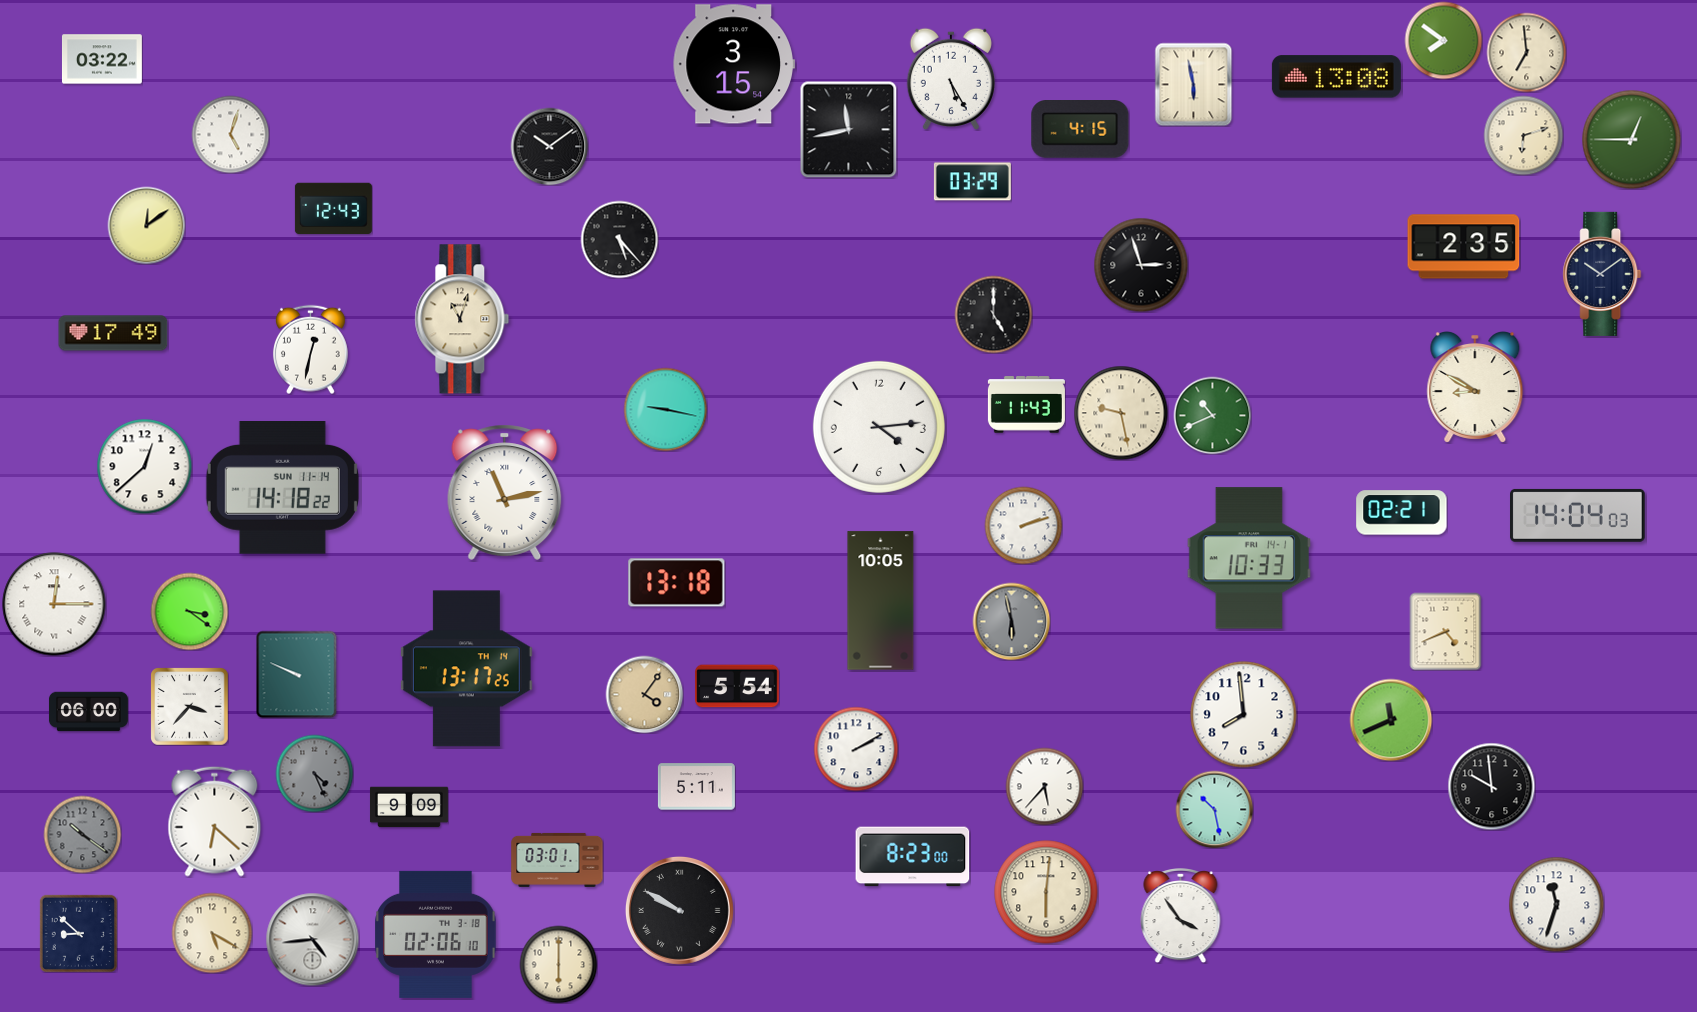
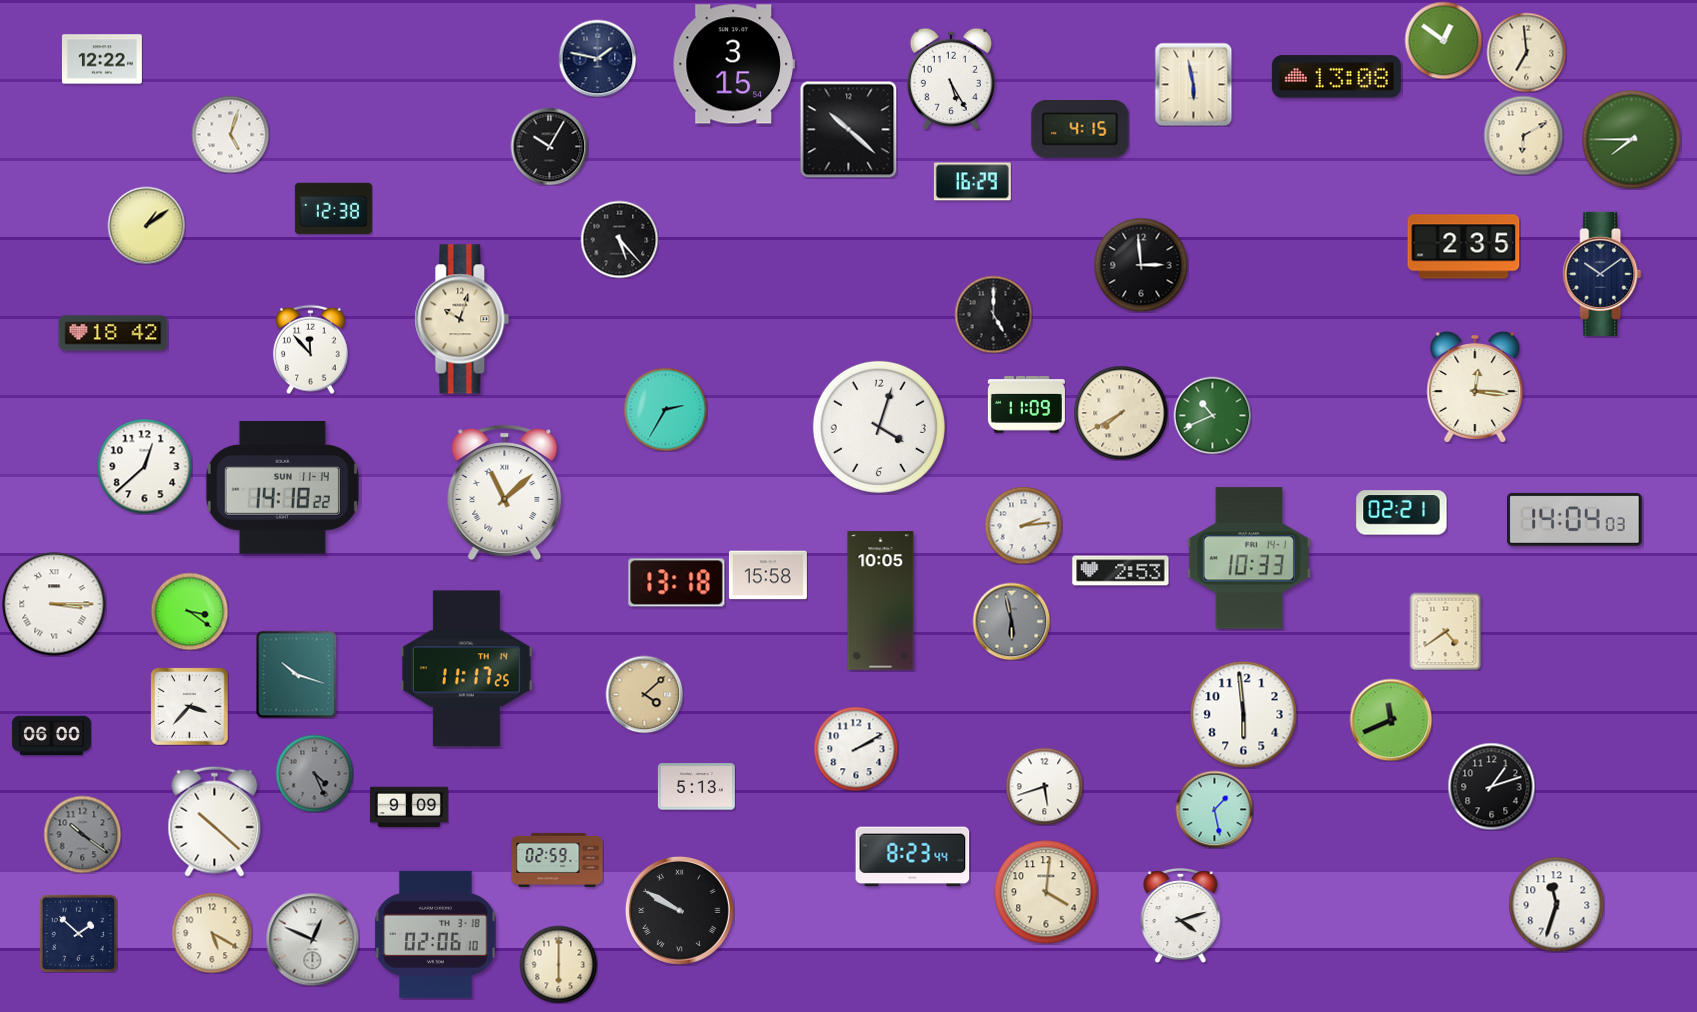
clock at (1443, 40): 7:51 -> 12:51
clock at (597, 58): none -> 1:47
clock at (102, 59): 03:22 -> 12:22
clock at (848, 129): 11:43 -> 10:22
clock at (1523, 135): 6:12 -> 6:10
clock at (1632, 140): 12:45 -> 7:45
clock at (549, 146): 10:09 -> 10:05
clock at (972, 182): 03:29 -> 16:29
clock at (333, 209): 12:43 -> 12:38
clock at (146, 225): 12:09 -> 1:09
clock at (1141, 265): 2:57 -> 2:59
clock at (462, 319): 11:03 -> 10:03
clock at (113, 333): 17:49 -> 18:42
clock at (310, 349): 12:32 -> 11:53
clock at (1475, 388): 8:50 -> 12:16
clock at (1026, 405): 11:43 -> 11:09
clock at (665, 409): 9:17 -> 2:35
clock at (1121, 413): 9:28 -> 7:40
clock at (879, 427): 4:14 -> 4:03
clock at (505, 492): 11:13 -> 11:08
clock at (1578, 515) position: (1578, 515) -> (1575, 519)
clock at (1023, 525): 2:12 -> 2:14
clock at (1121, 571): none -> 2:53
clock at (768, 575): none -> 15:58
clock at (54, 604): 12:15 -> 3:15
clock at (1446, 631): 4:41 -> 4:39
clock at (466, 669): 13:17 -> 11:17
clock at (297, 674): 9:49 -> 10:18
clock at (737, 686): 5:54 -> none
clock at (644, 694): 4:06 -> 4:08
clock at (88, 712) position: (88, 712) -> (51, 736)
clock at (1244, 715): 7:59 -> 5:59
clock at (1044, 786): 5:37 -> 5:42
clock at (1491, 786): 9:59 -> 1:12
clock at (696, 787): 5:11 -> 5:13
clock at (1214, 809): 10:28 -> 1:28
clock at (215, 821): 6:22 -> 10:22
clock at (913, 857): 8:23:00 -> 8:23:44
clock at (557, 860): 03:01 -> 02:59
clock at (1046, 892): 6:01 -> 4:01
clock at (1181, 916): 3:54 -> 4:12
clock at (78, 933): 8:52 -> 1:52
clock at (312, 939): 4:44 -> 12:49
